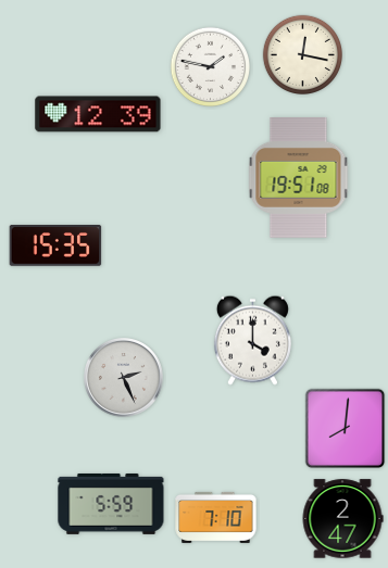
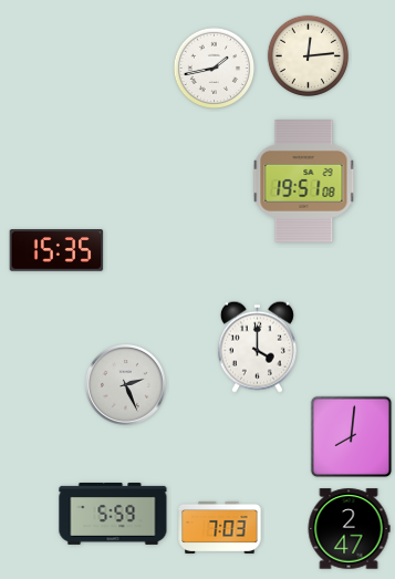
clock at (302, 54): 12:17 -> 12:14
clock at (210, 66): 1:47 -> 1:43
clock at (98, 114): 12:39 -> none
clock at (216, 517): 7:10 -> 7:03
